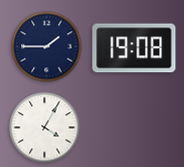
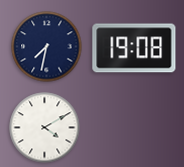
clock at (47, 47): 1:45 -> 7:32
clock at (45, 128): 4:05 -> 4:10
